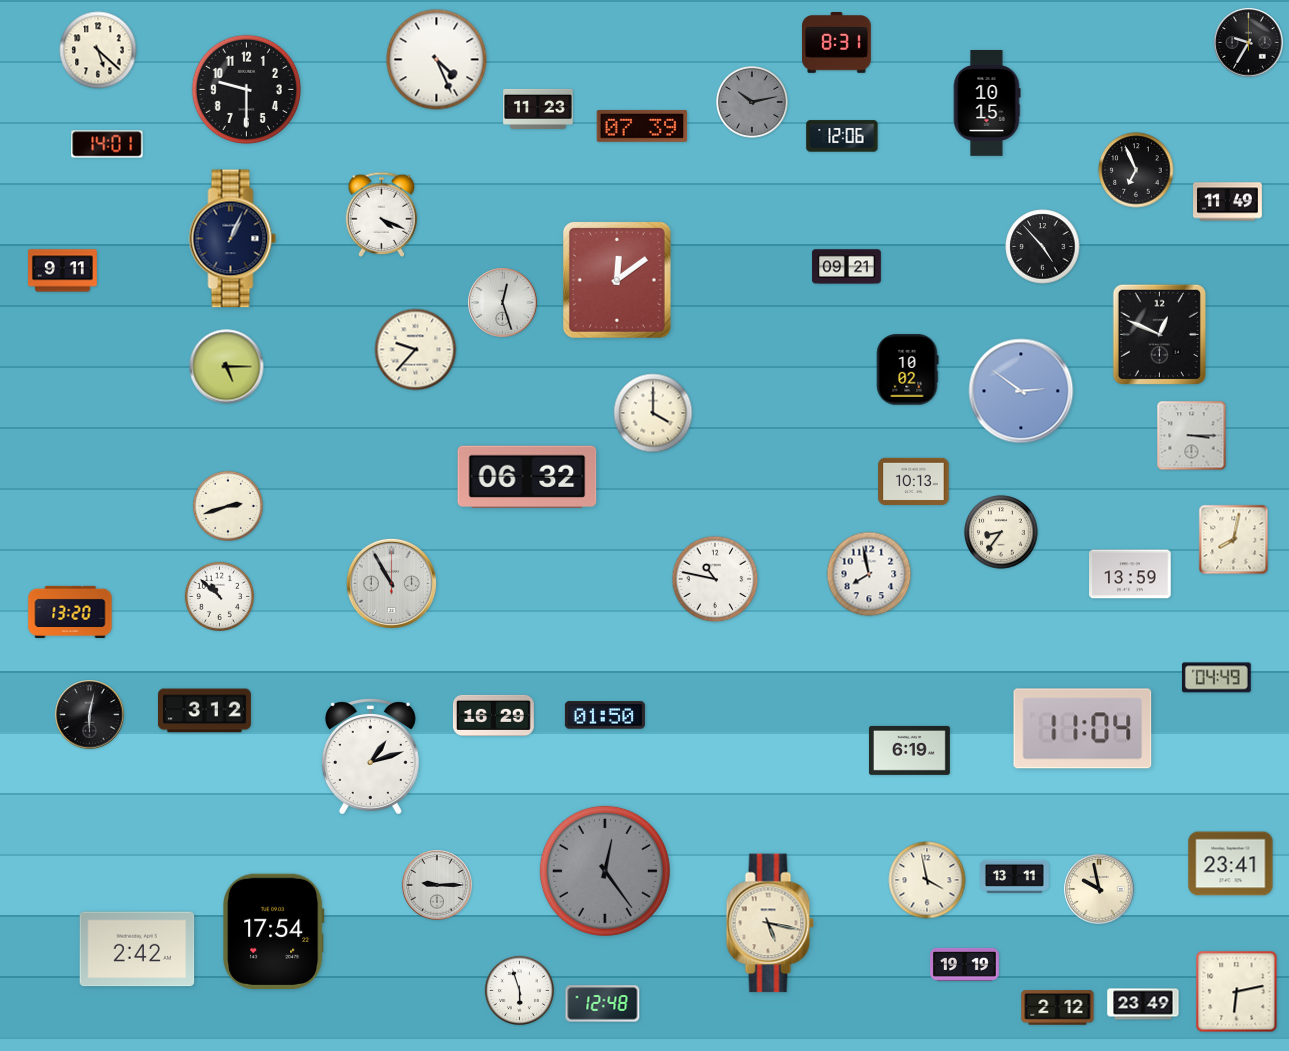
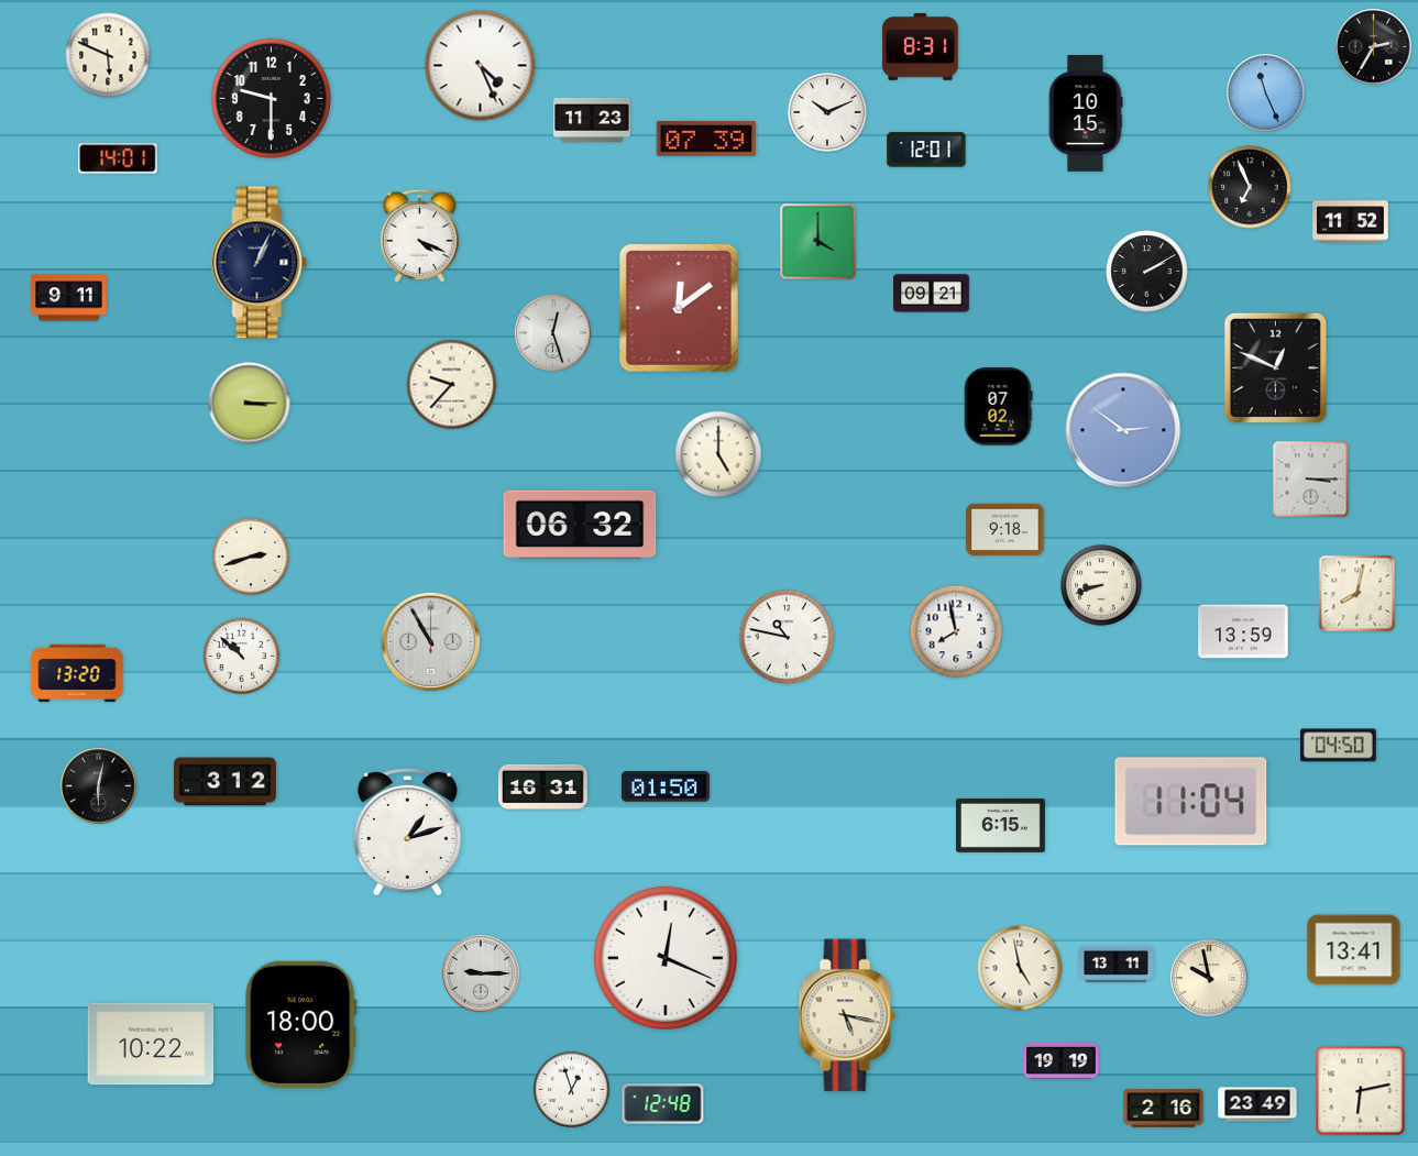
clock at (1249, 43): 9:35 -> 2:35
clock at (98, 50): 5:22 -> 5:49
clock at (1266, 93): none -> 11:26
clock at (753, 103): 10:13 -> 10:11
clock at (753, 103) dial: grey -> white
clock at (842, 136): 12:06 -> 12:01
clock at (1228, 202): 11:49 -> 11:52
clock at (818, 242): none -> 4:00
clock at (233, 239) position: (233, 239) -> (260, 263)
clock at (1043, 247): 4:53 -> 2:10
clock at (416, 350) position: (416, 350) -> (452, 385)
clock at (227, 367): 5:15 -> 3:15
clock at (907, 370): 10:02 -> 07:02
clock at (653, 413): 4:00 -> 5:00
clock at (914, 482): 10:13 -> 9:18
clock at (1001, 532): 8:36 -> 8:42
clock at (1216, 678): 04:49 -> 04:50
clock at (494, 715): 16:29 -> 16:31
clock at (909, 750): 6:19 -> 6:15
clock at (1231, 864): 23:41 -> 13:41
clock at (605, 871): 12:24 -> 12:19
clock at (605, 871) dial: grey -> white
clock at (927, 880): 3:58 -> 4:58
clock at (274, 931): 17:54 -> 18:00
clock at (137, 949): 2:42 -> 10:22
clock at (519, 990): 5:57 -> 12:57
clock at (1058, 1008): 2:12 -> 2:16
